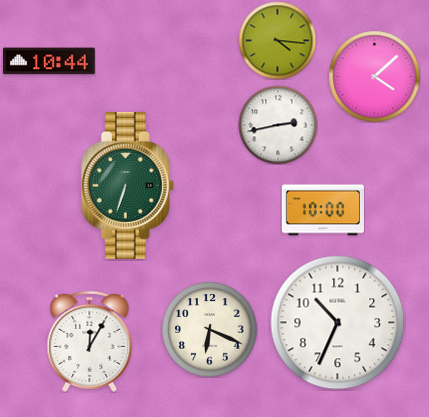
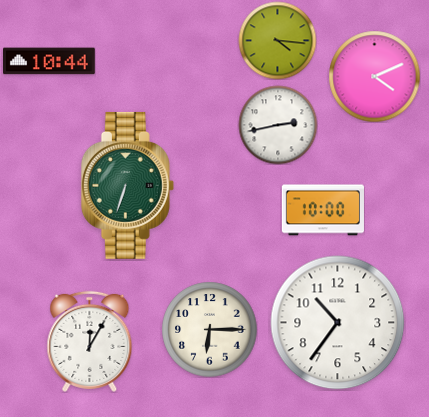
clock at (374, 76): 4:08 -> 4:11
clock at (338, 323): 10:34 -> 10:36
clock at (209, 329): 6:19 -> 6:15
